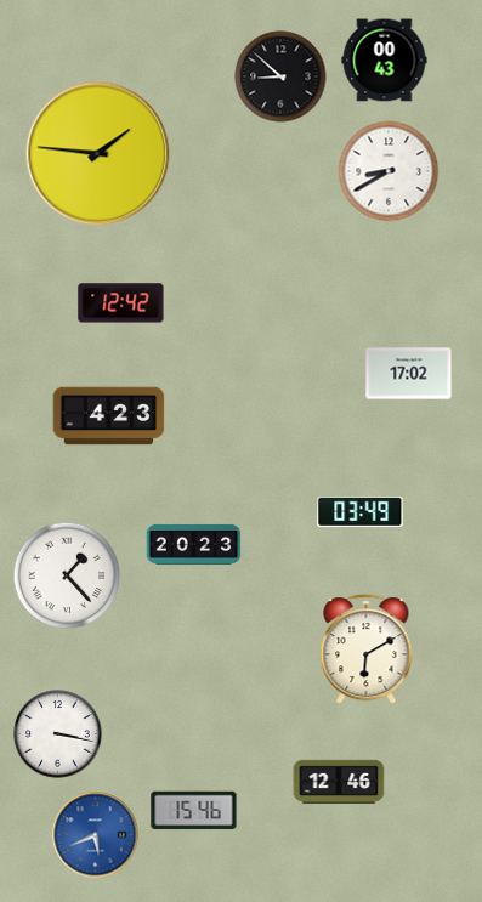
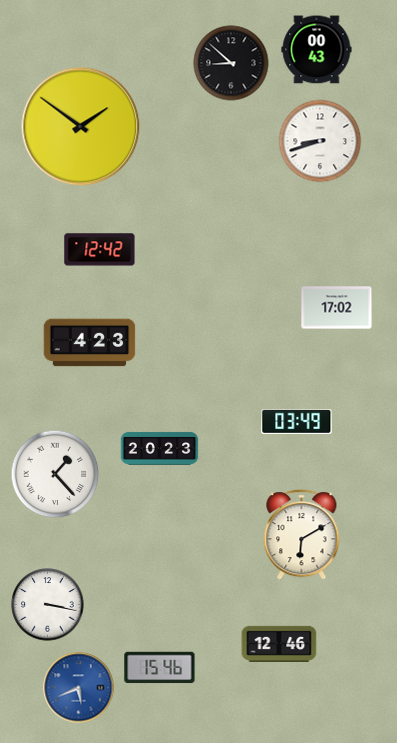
clock at (98, 154): 1:46 -> 1:51
clock at (389, 171): 8:40 -> 8:42
